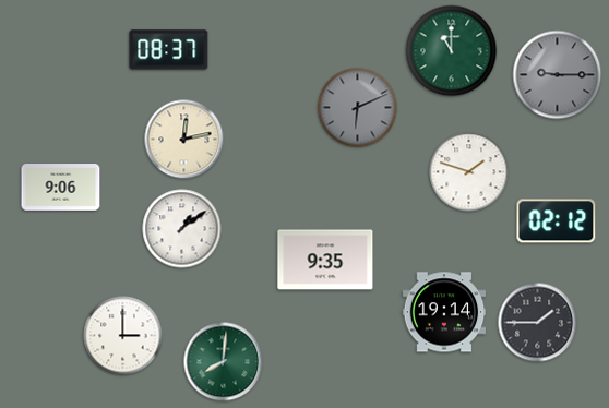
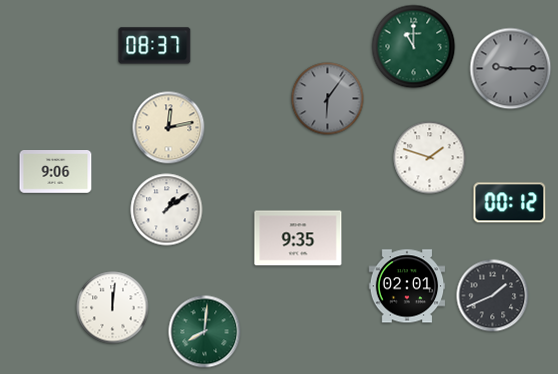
clock at (358, 108): 6:11 -> 6:06
clock at (557, 221): 02:12 -> 00:12
clock at (444, 312): 19:14 -> 02:01
clock at (538, 323): 1:45 -> 1:41
clock at (123, 336): 3:00 -> 12:01
